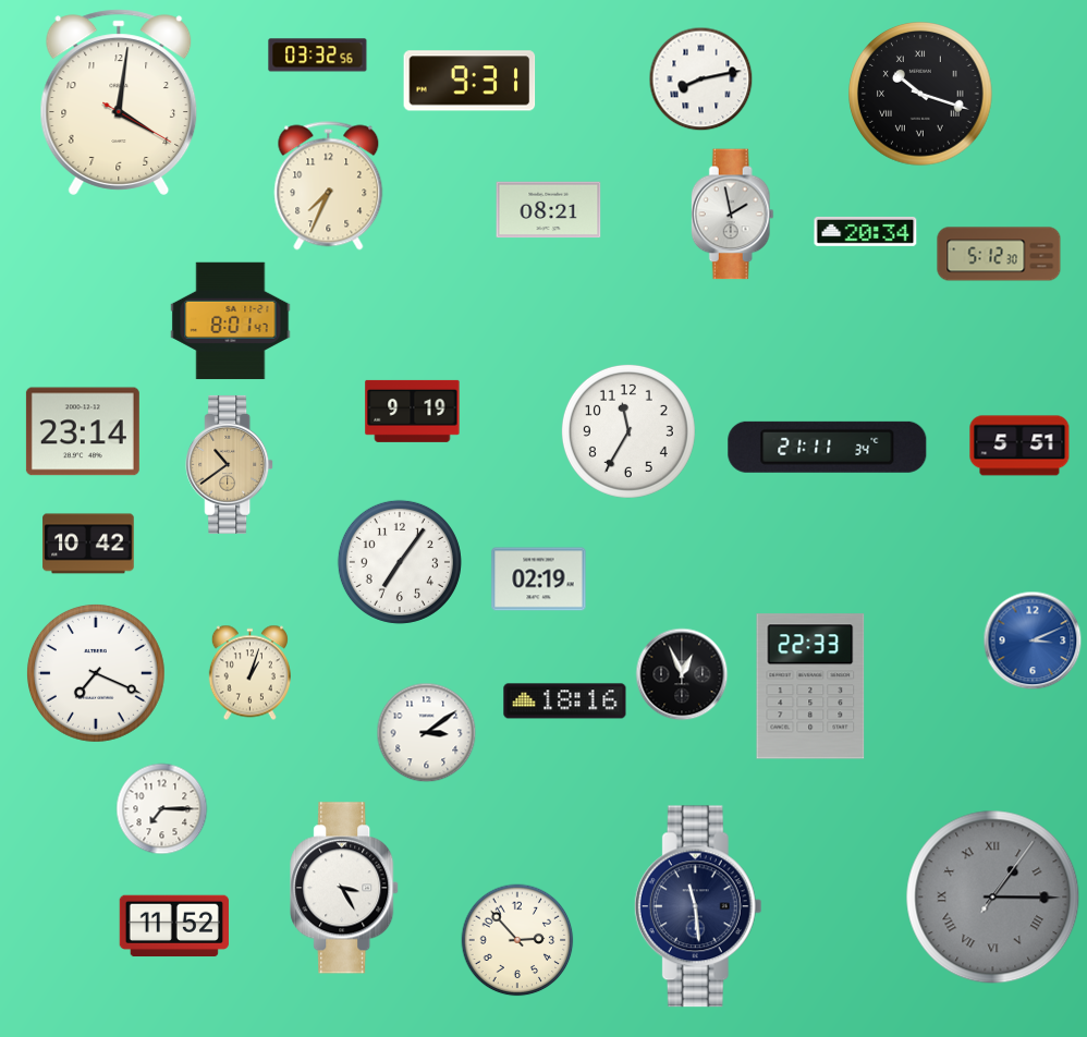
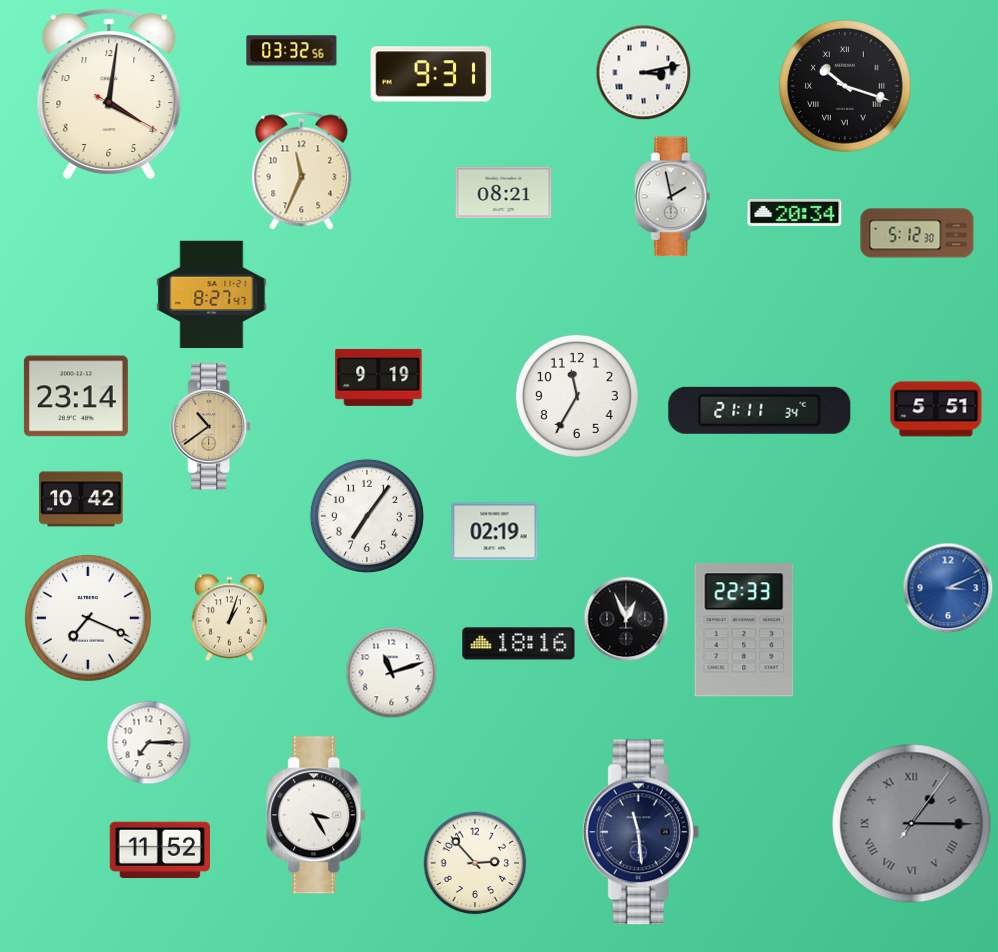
clock at (701, 80): 8:13 -> 3:13
clock at (329, 186): 7:34 -> 11:34
clock at (231, 321): 8:01 -> 8:27
clock at (427, 733): 3:09 -> 11:12
